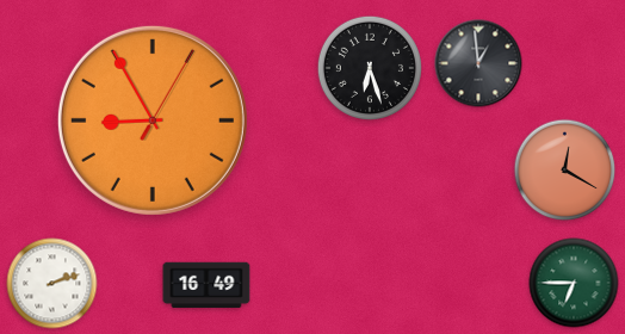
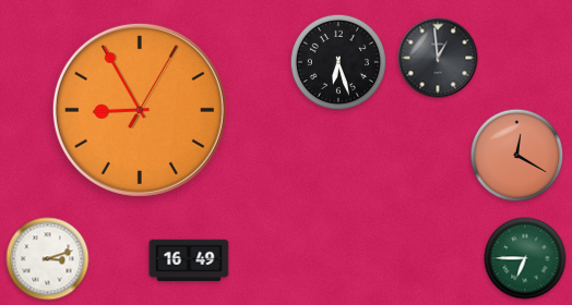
clock at (52, 284): 2:12 -> 3:12
